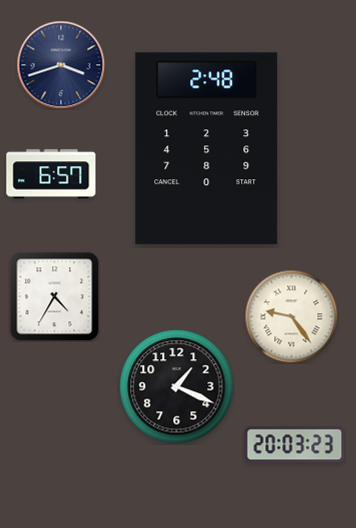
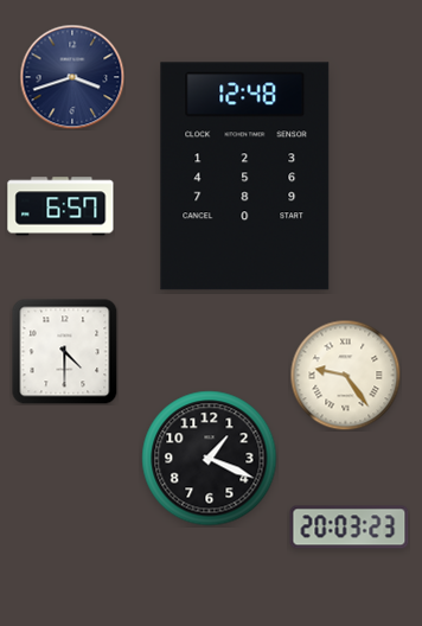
clock at (207, 149): 2:48 -> 12:48
clock at (54, 297): 4:35 -> 4:30
